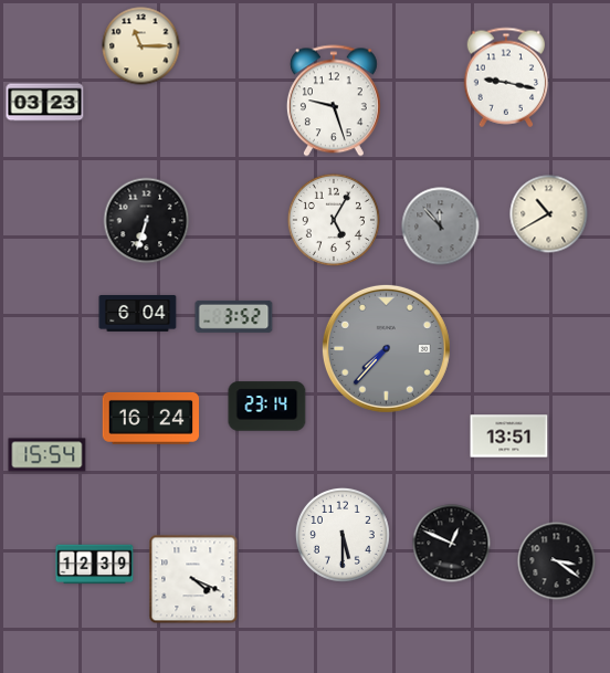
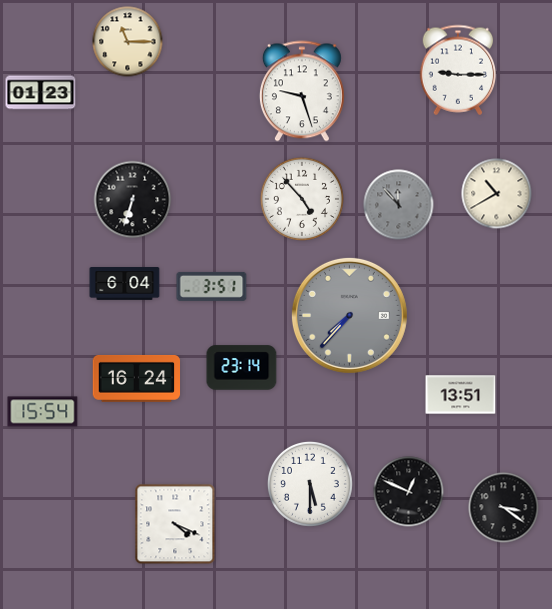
clock at (506, 77): 9:17 -> 9:15
clock at (45, 103): 03:23 -> 01:23
clock at (334, 220): 5:05 -> 4:53
clock at (234, 316): 3:52 -> 3:51
clock at (95, 565): 12:39 -> none
